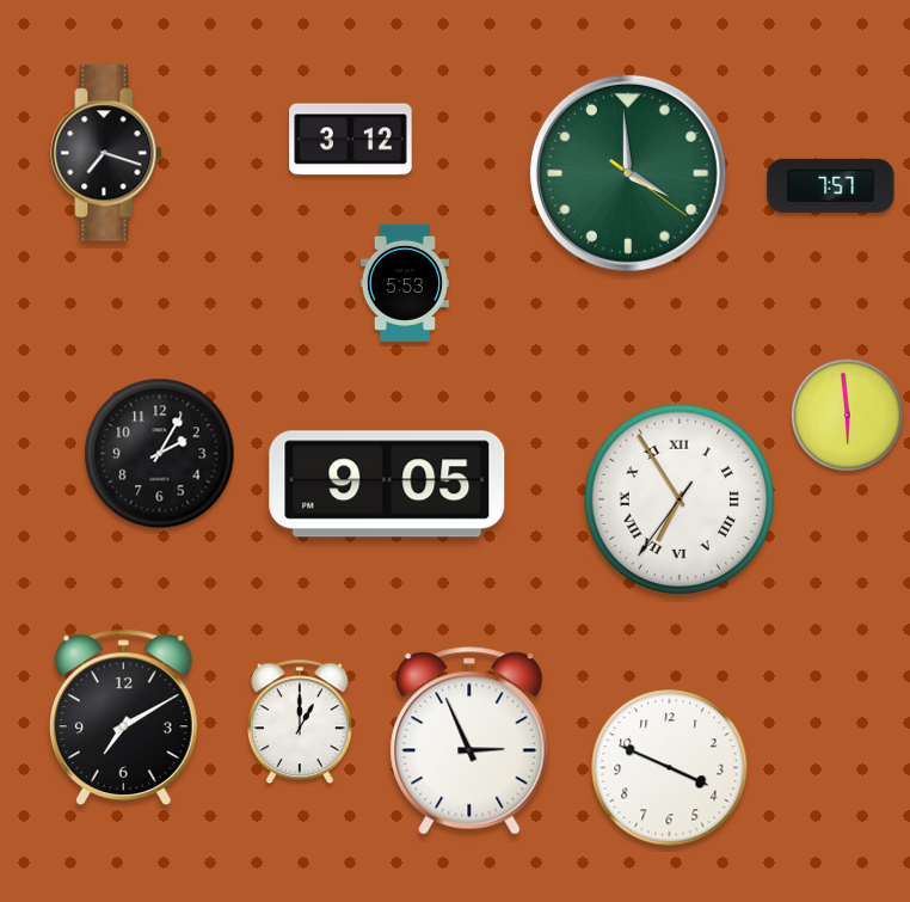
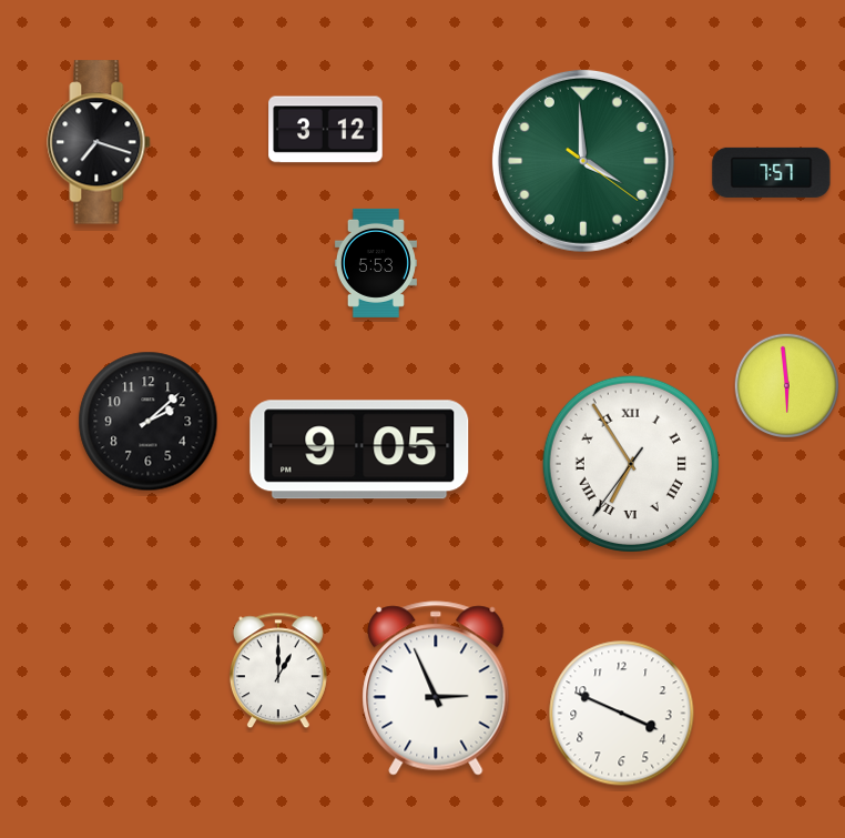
clock at (160, 454): 2:05 -> 2:08
clock at (123, 718): 7:10 -> none
